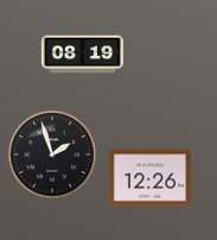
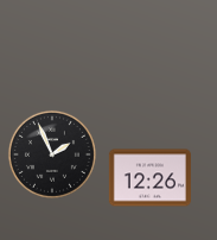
clock at (82, 55): 08:19 -> none
clock at (52, 154): 1:57 -> 1:56
